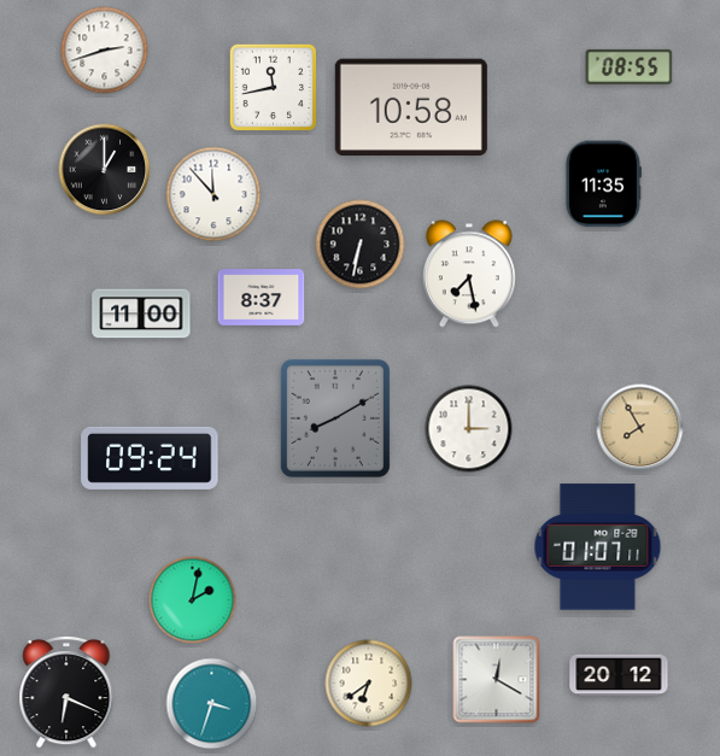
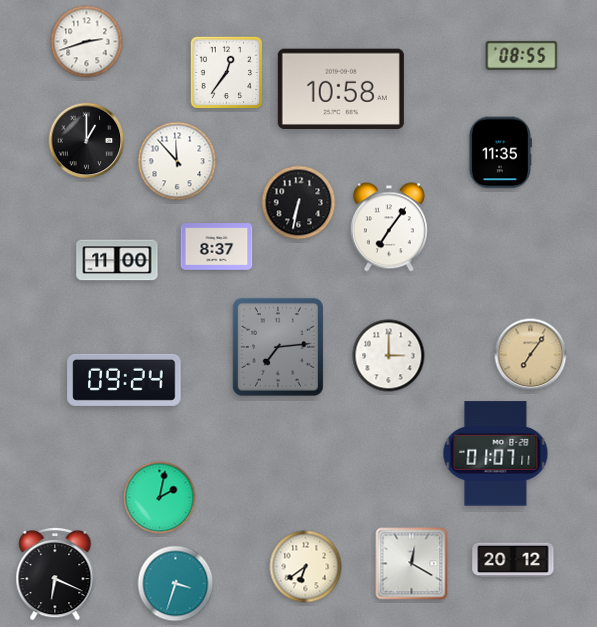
clock at (274, 88): 11:43 -> 12:36
clock at (469, 274): 7:28 -> 7:06
clock at (335, 418): 8:10 -> 7:14
clock at (640, 428): 7:55 -> 7:06
